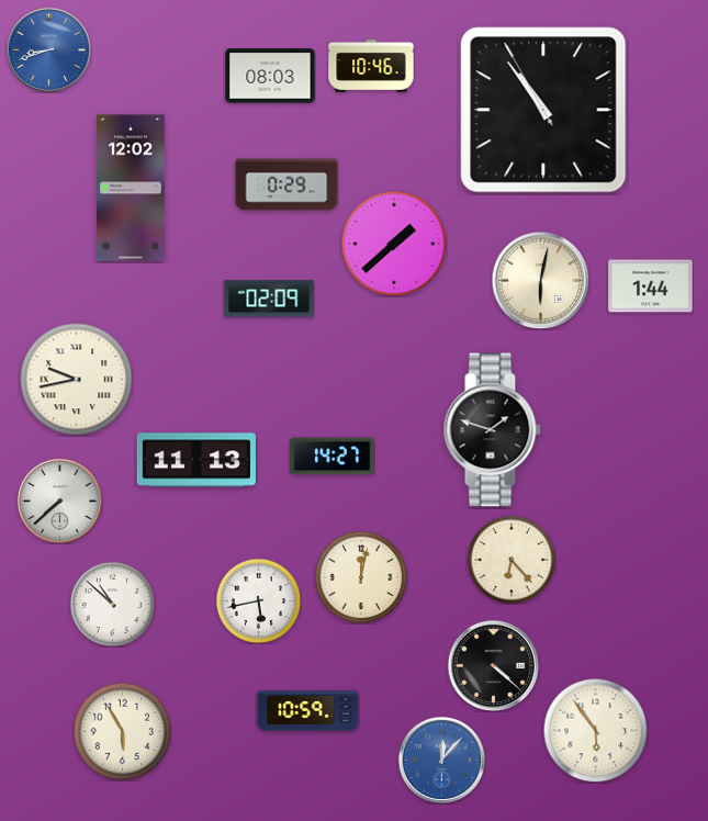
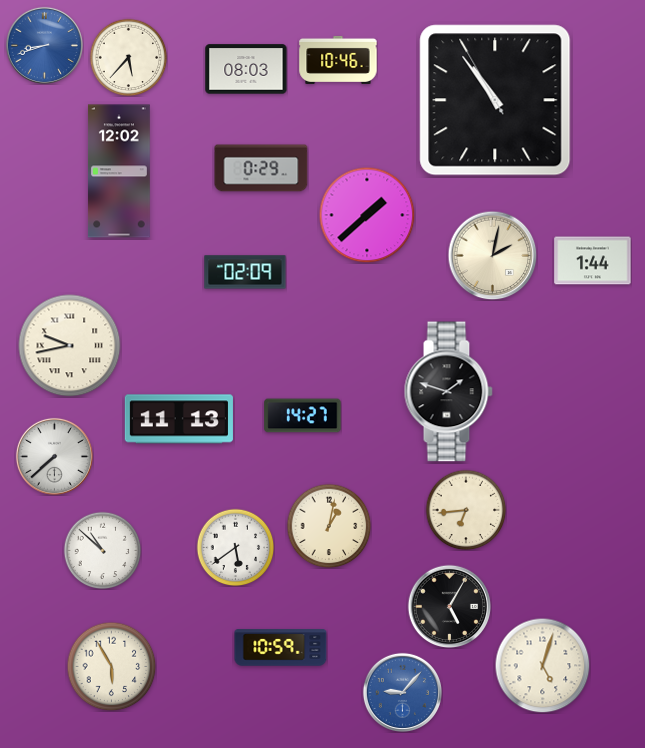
clock at (128, 57): none -> 5:37
clock at (394, 244) position: (394, 244) -> (367, 215)
clock at (540, 280): 6:02 -> 2:02
clock at (512, 560): 6:23 -> 6:44
clock at (361, 577): 12:02 -> 1:02
clock at (258, 600): 5:43 -> 5:39
clock at (493, 665): 4:22 -> 5:05
clock at (595, 730): 5:54 -> 5:03
clock at (441, 760): 12:07 -> 9:07
